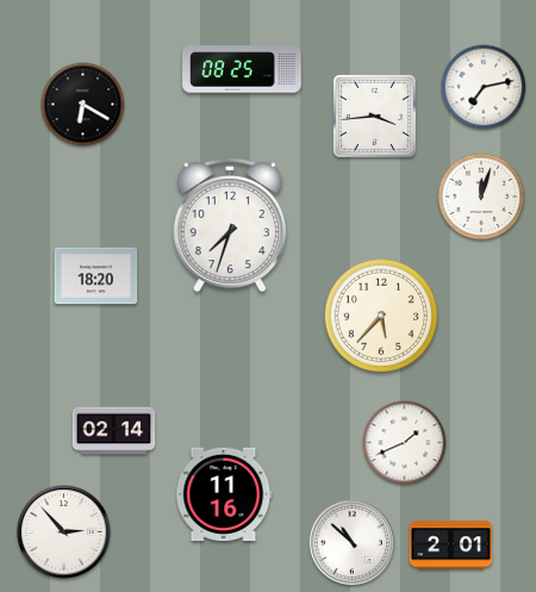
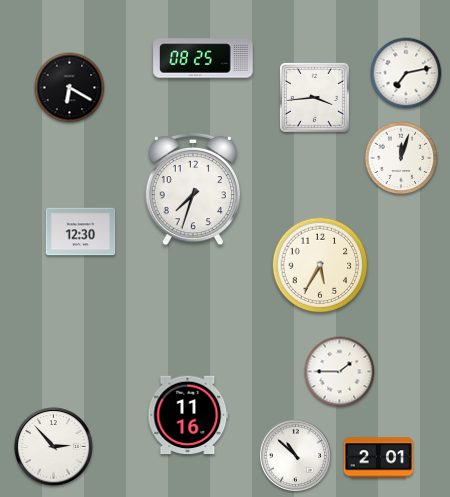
clock at (481, 197) position: (481, 197) -> (401, 158)
clock at (96, 276): 18:20 -> 12:30
clock at (381, 316): 5:37 -> 5:35
clock at (114, 431): 02:14 -> none
clock at (405, 443): 1:41 -> 1:45
